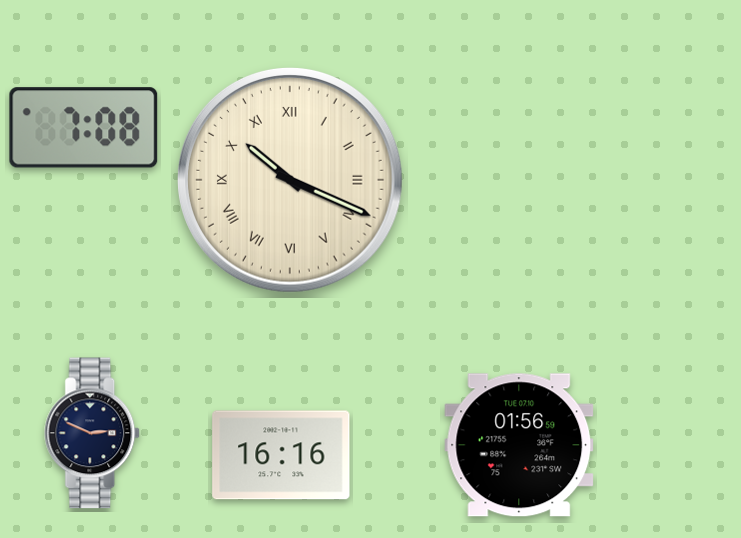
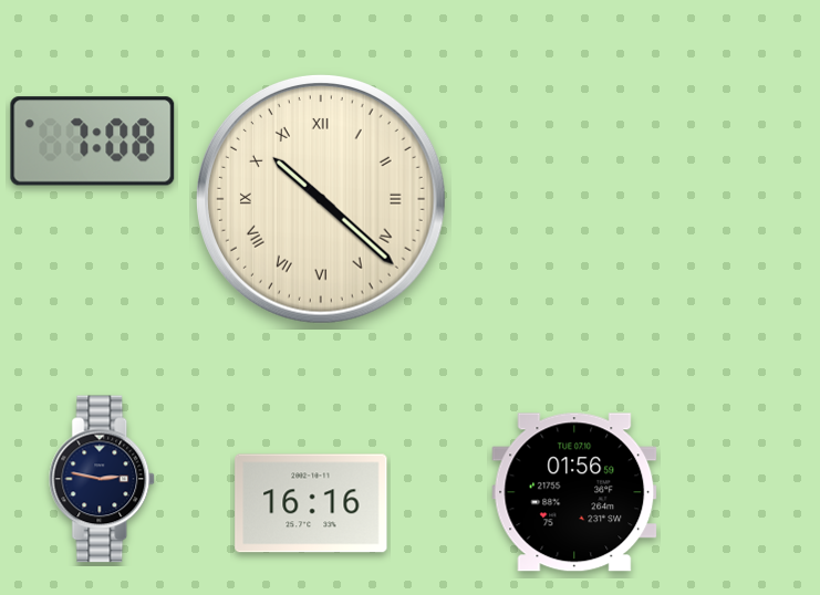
clock at (290, 180): 10:19 -> 10:22
clock at (93, 433): 2:49 -> 2:47
